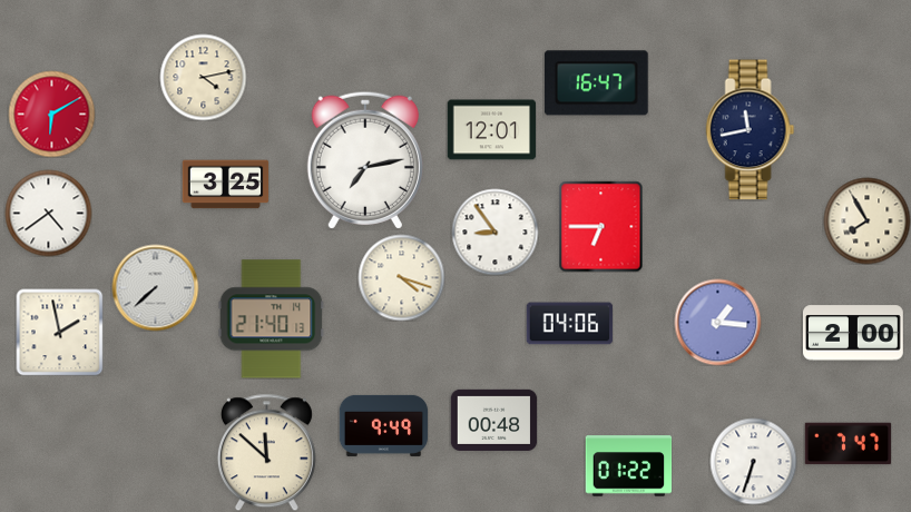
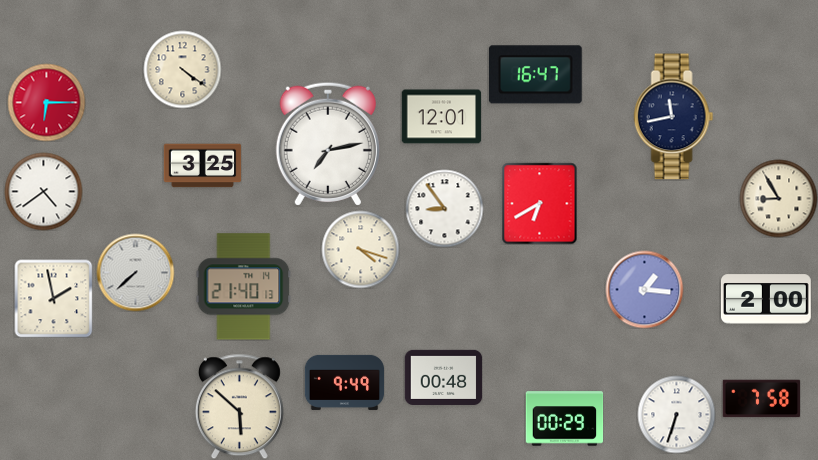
clock at (203, 77): 4:13 -> 4:21
clock at (51, 114): 6:10 -> 6:15
clock at (866, 220): 7:55 -> 8:55
clock at (601, 226): 6:45 -> 6:40
clock at (155, 287) position: (155, 287) -> (135, 272)
clock at (569, 324): 04:06 -> none
clock at (848, 444): 7:47 -> 7:58
clock at (266, 452): 11:52 -> 5:52
clock at (628, 466): 01:22 -> 00:29
